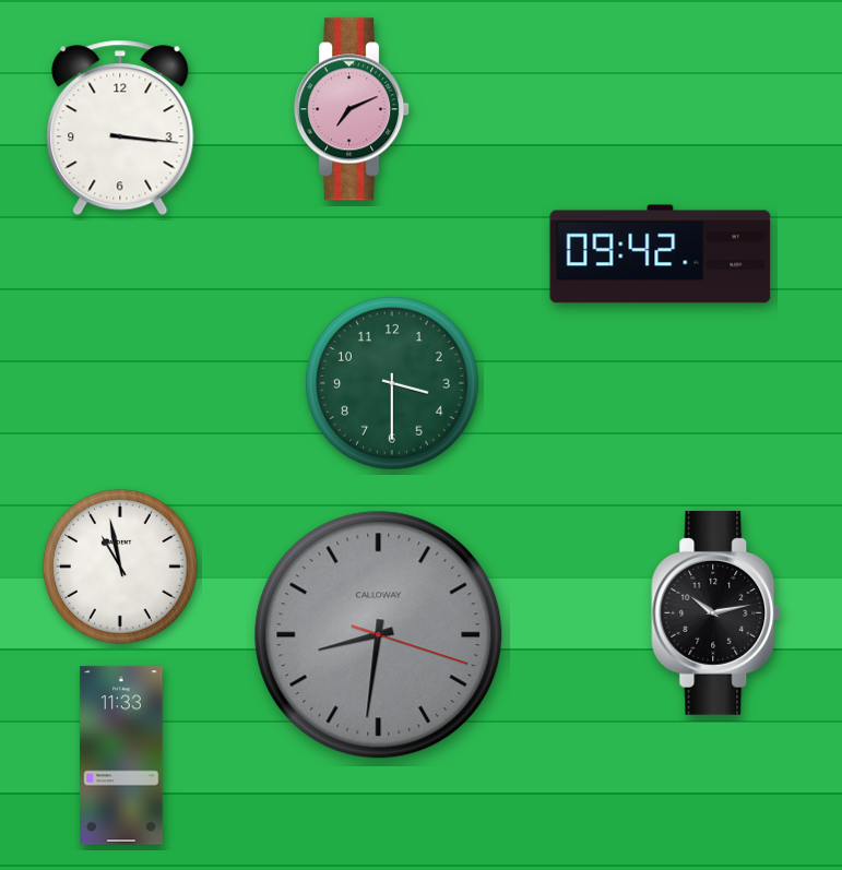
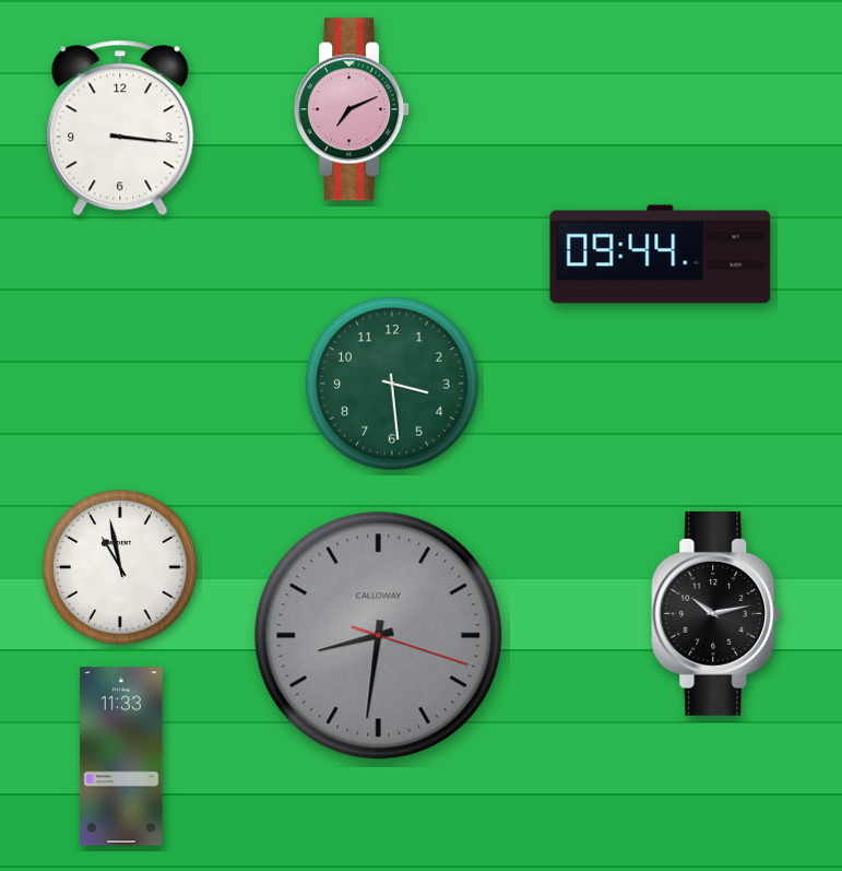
clock at (661, 254): 09:42 -> 09:44
clock at (392, 383): 3:30 -> 3:29
